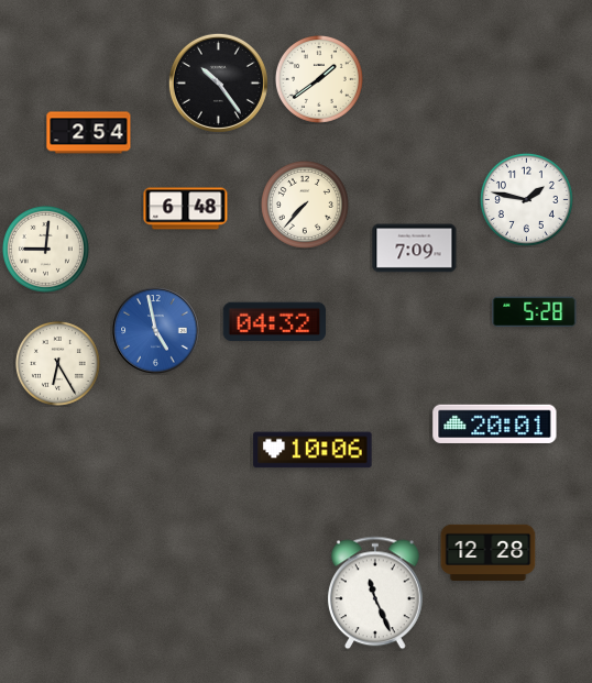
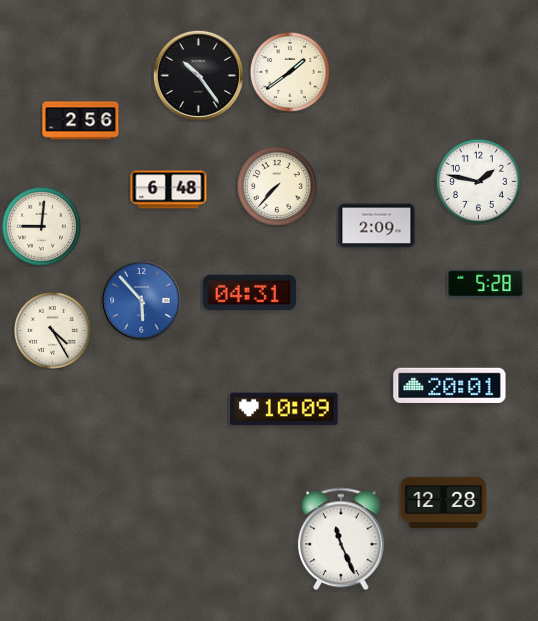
clock at (89, 133): 2:54 -> 2:56
clock at (415, 249): 7:09 -> 2:09
clock at (274, 322): 04:32 -> 04:31
clock at (156, 331): 4:58 -> 5:53
clock at (58, 364): 6:25 -> 4:25
clock at (313, 450): 10:06 -> 10:09
